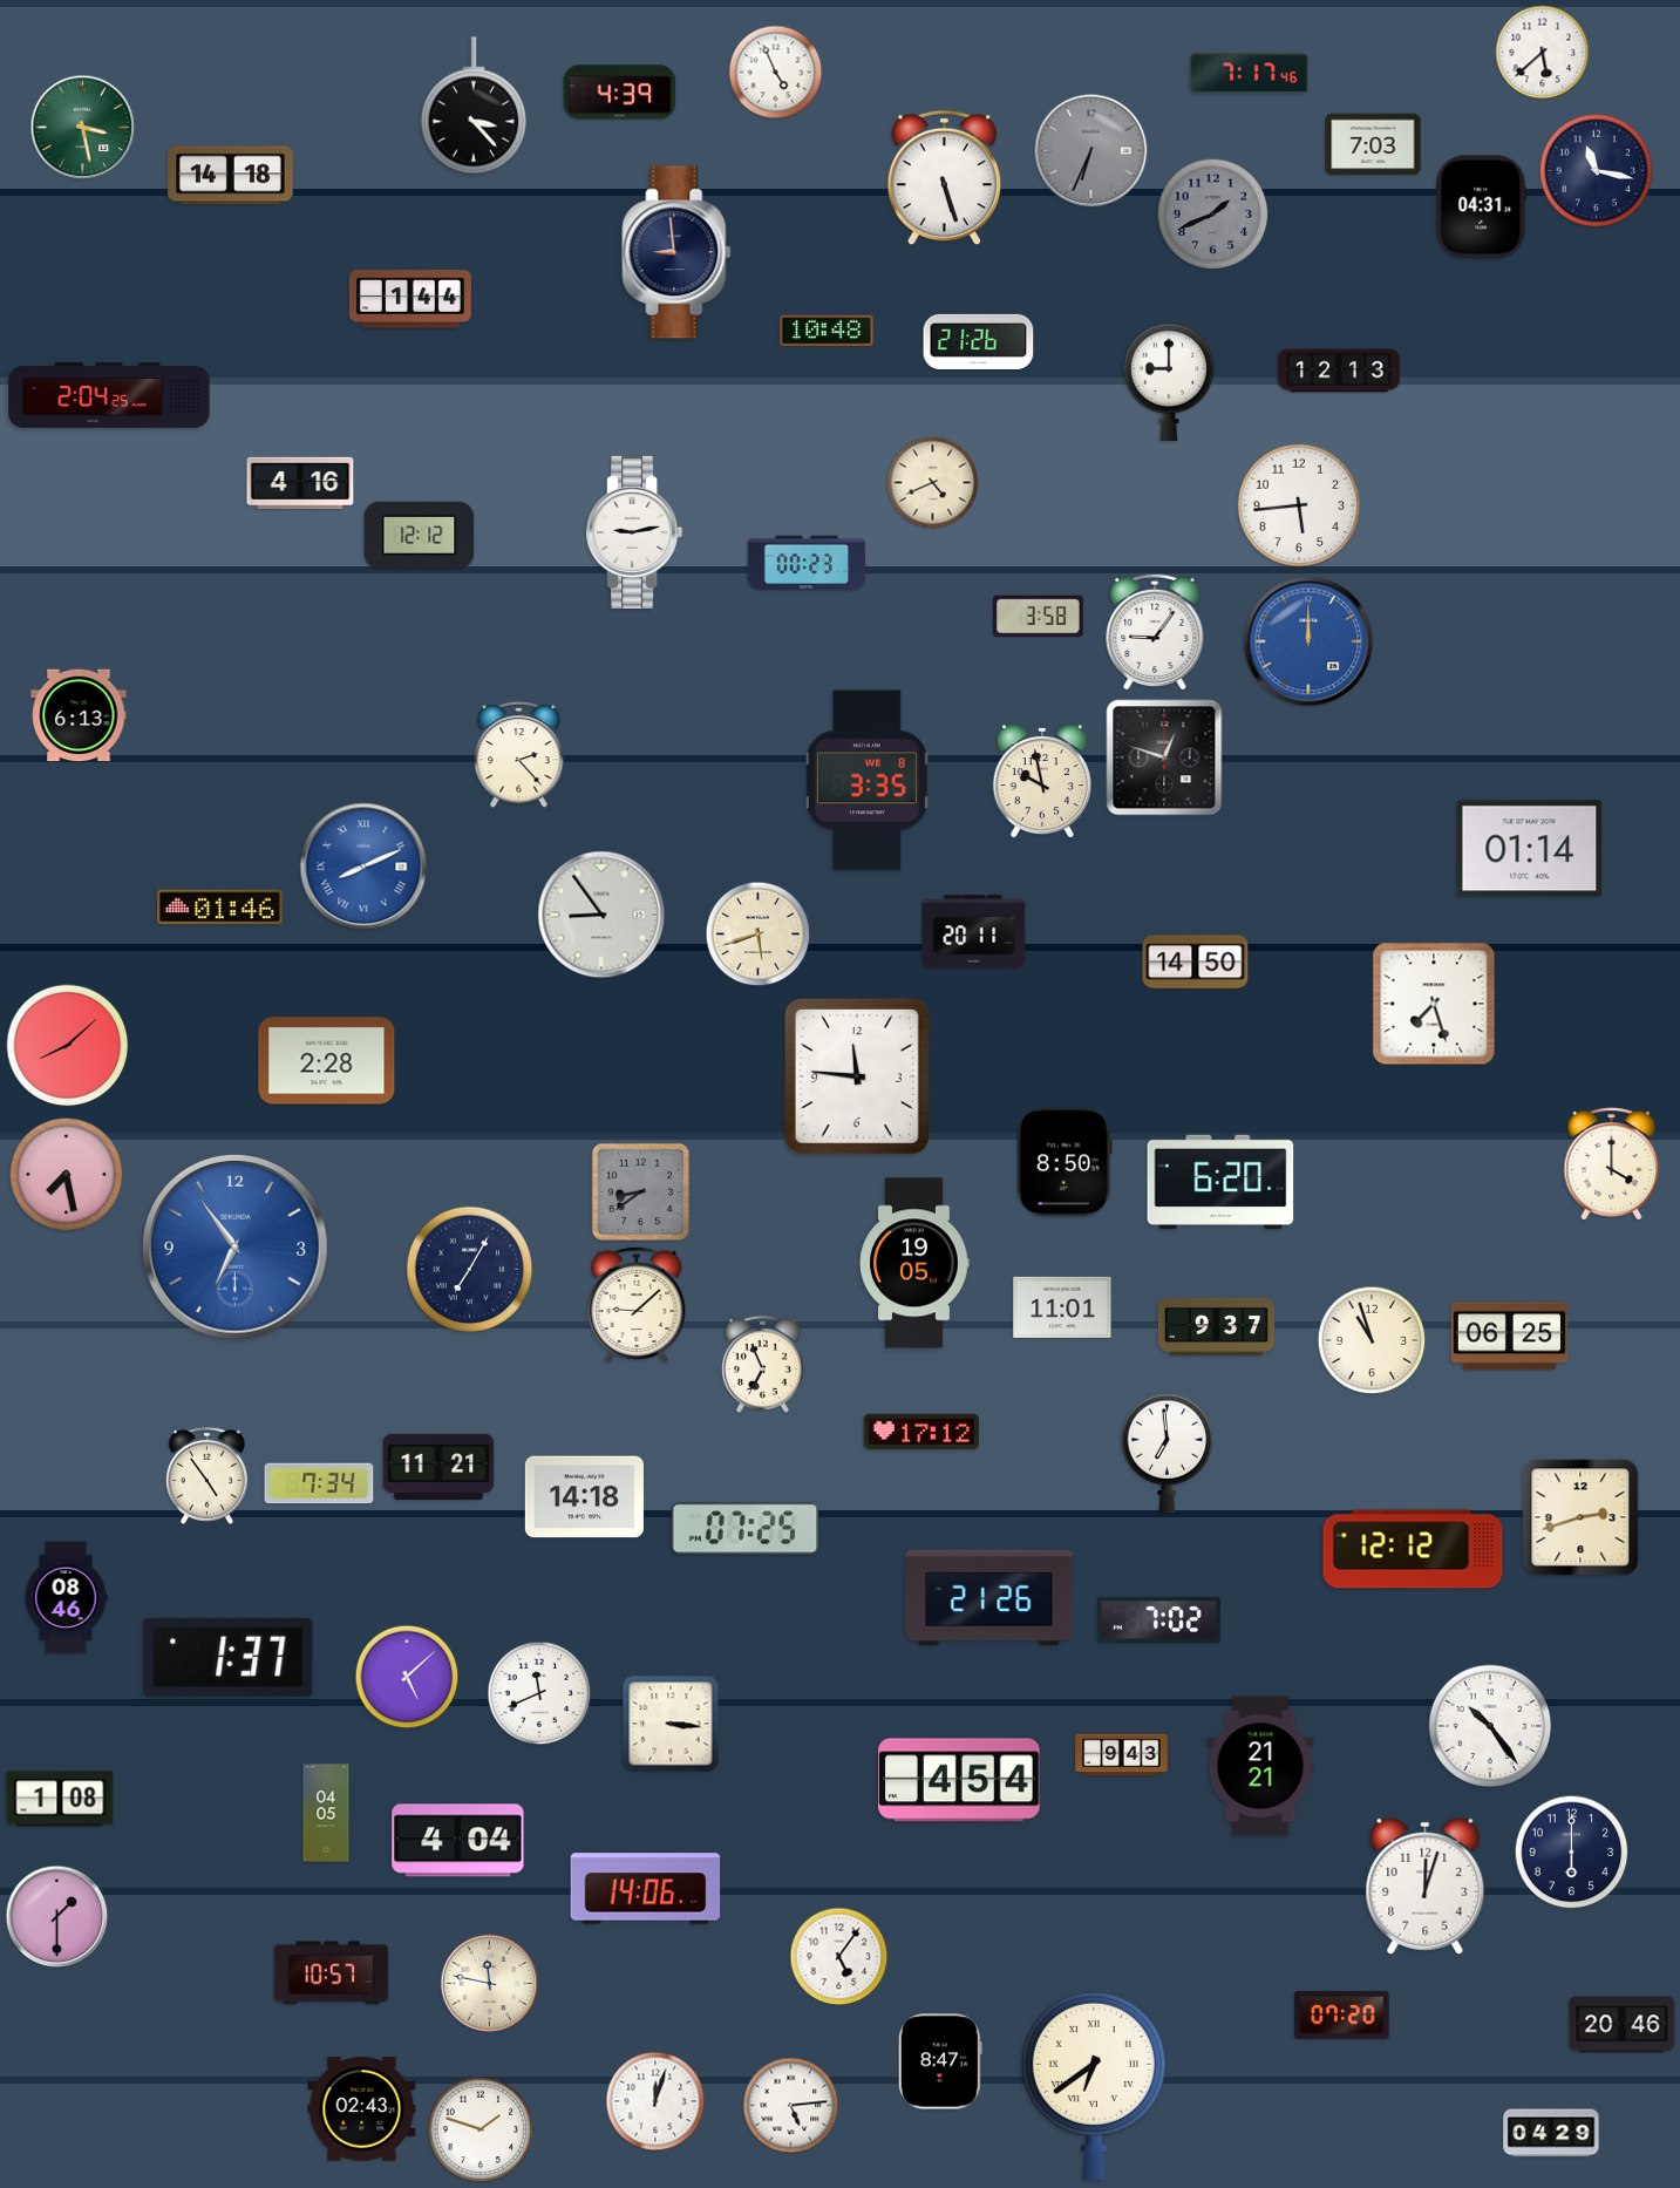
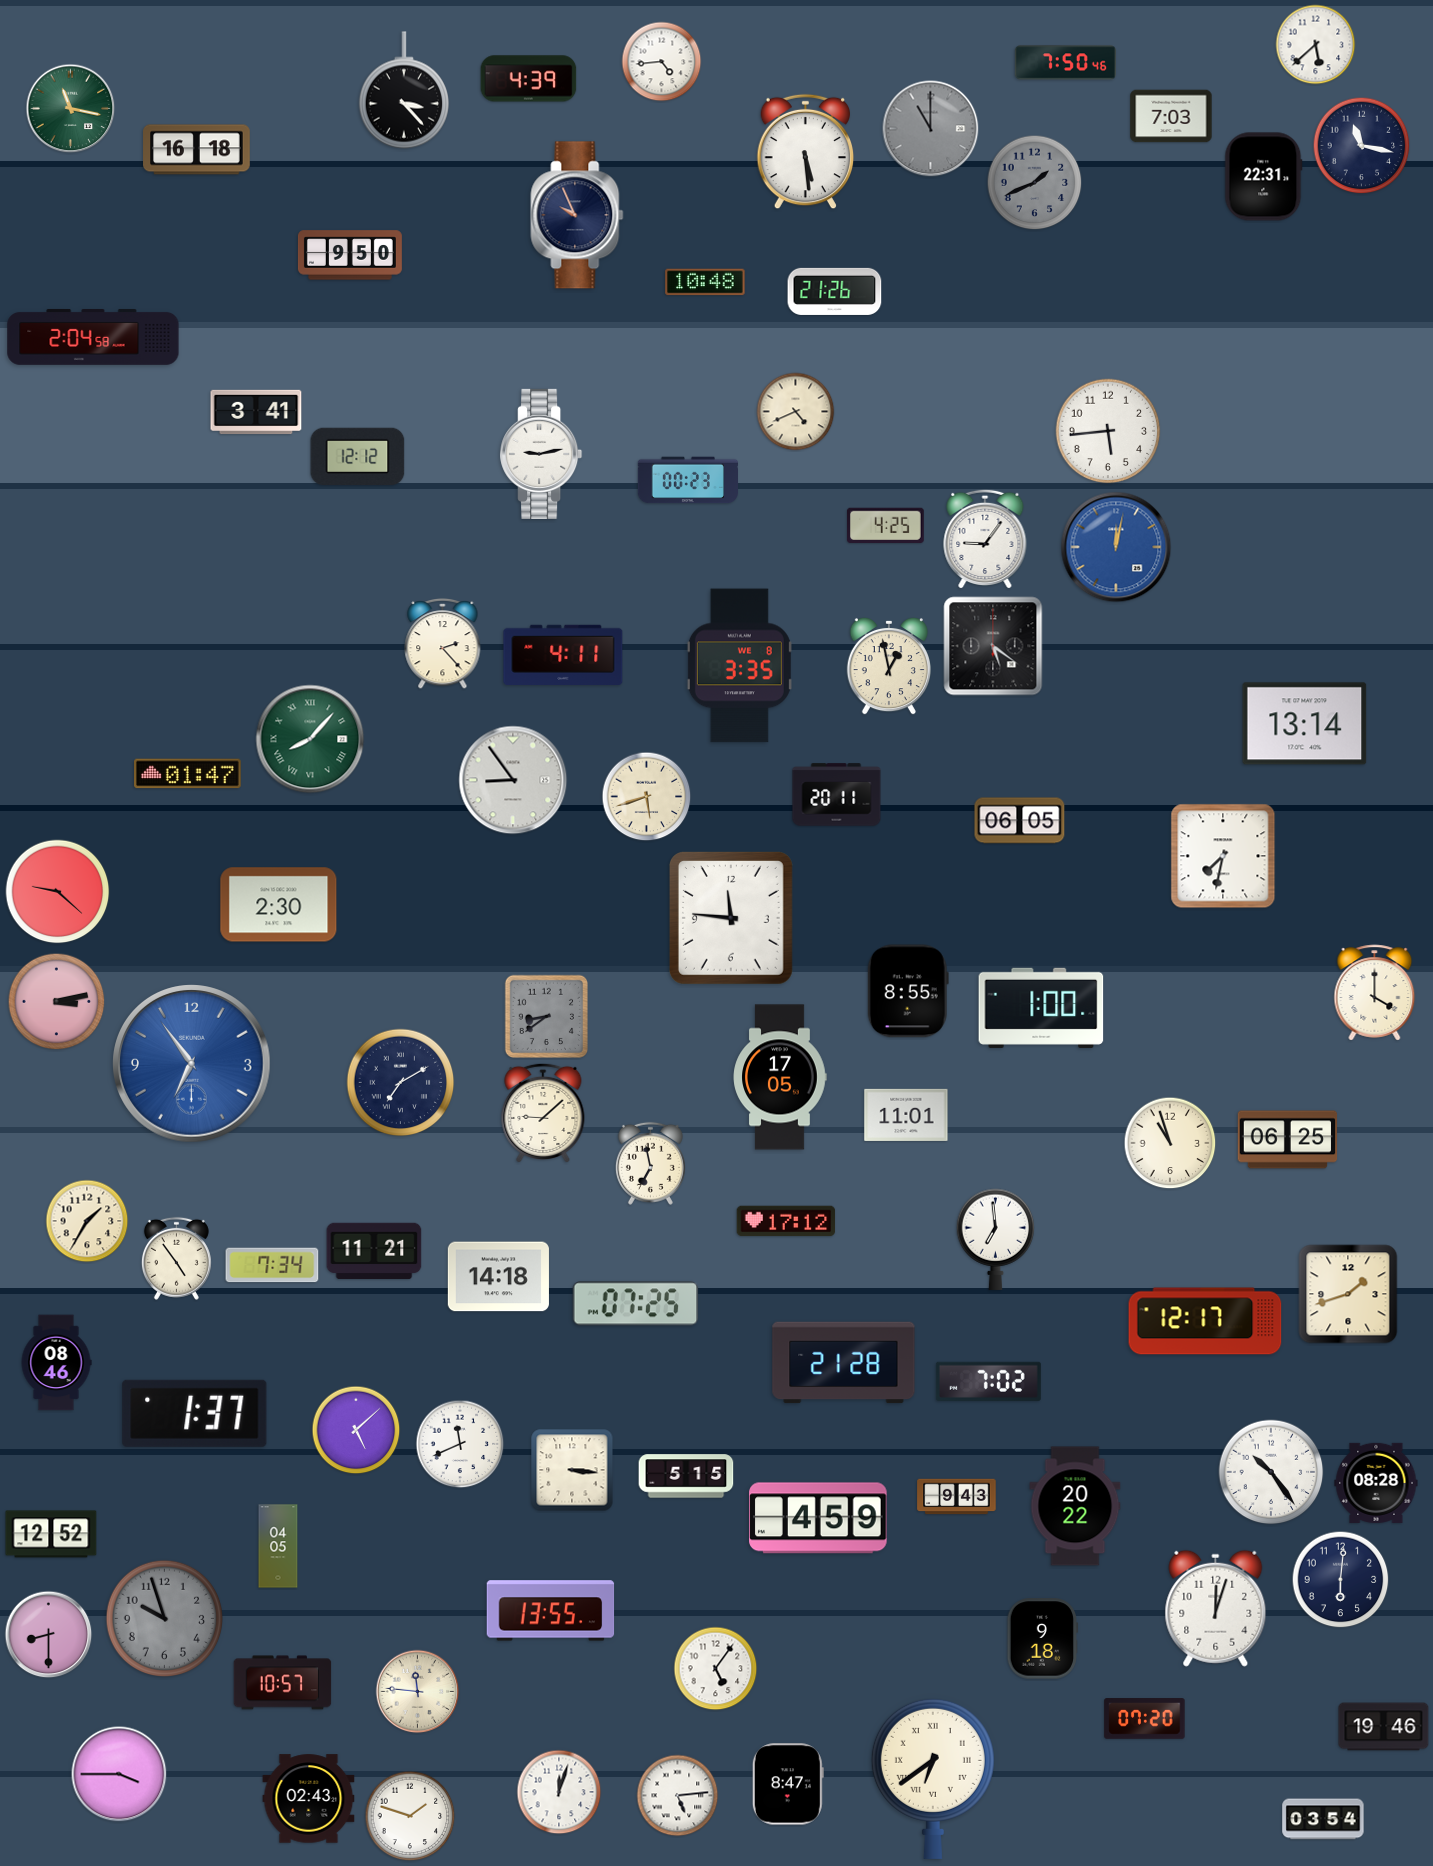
clock at (776, 73): 4:56 -> 4:44
clock at (1249, 74): 7:17 -> 7:50
clock at (83, 128): 3:28 -> 11:17
clock at (1373, 144) position: (1373, 144) -> (1171, 116)
clock at (1091, 151): 6:34 -> 11:00
clock at (231, 176): 14:18 -> 16:18
clock at (945, 178): 5:27 -> 5:29
clock at (1482, 208): 04:31 -> 22:31
clock at (676, 252): 8:59 -> 9:56
clock at (410, 299): 1:44 -> 9:50
clock at (1339, 371): 12:13 -> none
clock at (1169, 381): 9:00 -> none
clock at (109, 395): 2:04:25 -> 2:04:58
clock at (300, 483): 4:16 -> 3:41
clock at (1039, 617): 3:58 -> 4:25
clock at (1308, 641): 12:00 -> 12:02
clock at (79, 715): 6:13 -> none
clock at (1164, 757): 12:48 -> 5:21
clock at (563, 655): none -> 4:11
clock at (1042, 781): 9:58 -> 12:58
clock at (1530, 849): 01:14 -> 13:14
clock at (363, 867): 8:11 -> 8:07
clock at (363, 867) dial: blue -> green
clock at (220, 908): 01:46 -> 01:47
clock at (974, 932) position: (974, 932) -> (837, 795)
clock at (1196, 963): 14:50 -> 06:05
clock at (1434, 1004): 7:27 -> 7:32
clock at (68, 1046): 8:08 -> 9:22
clock at (327, 1061): 2:28 -> 2:30
clock at (1065, 1162): 8:50 -> 8:55
clock at (67, 1175): 7:28 -> 3:13
clock at (1220, 1182): 6:20 -> 1:00
clock at (236, 1248) position: (236, 1248) -> (192, 1064)
clock at (914, 1263): 19:05 -> 17:05
clock at (470, 1270): 7:05 -> 7:10
clock at (1217, 1326): 9:37 -> none
clock at (762, 1364): 6:56 -> 6:58
clock at (87, 1221): none -> 1:35
clock at (1580, 1517): 2:42 -> 1:42
clock at (1413, 1549): 12:12 -> 12:17
clock at (989, 1598): 21:26 -> 21:28
clock at (407, 1677) position: (407, 1677) -> (356, 1430)
clock at (686, 1476): none -> 5:15
clock at (1376, 1483): none -> 08:28
clock at (1260, 1766): 21:21 -> 20:22
clock at (959, 1780): 4:54 -> 4:59
clock at (60, 1799): 1:08 -> 12:52
clock at (458, 1841): 4:04 -> none
clock at (1572, 1853): 6:00 -> 6:01
clock at (646, 1889): 14:06 -> 13:55
clock at (165, 1619): none -> 9:57
clock at (57, 1917): 1:30 -> 8:30
clock at (1043, 1639): none -> 9:18
clock at (490, 1984): 11:47 -> 11:46
clock at (1623, 2025): 20:46 -> 19:46
clock at (940, 2061) position: (940, 2061) -> (788, 1784)
clock at (119, 1774): none -> 3:45
clock at (791, 2106) position: (791, 2106) -> (678, 1796)
clock at (1551, 2133): 04:29 -> 03:54
